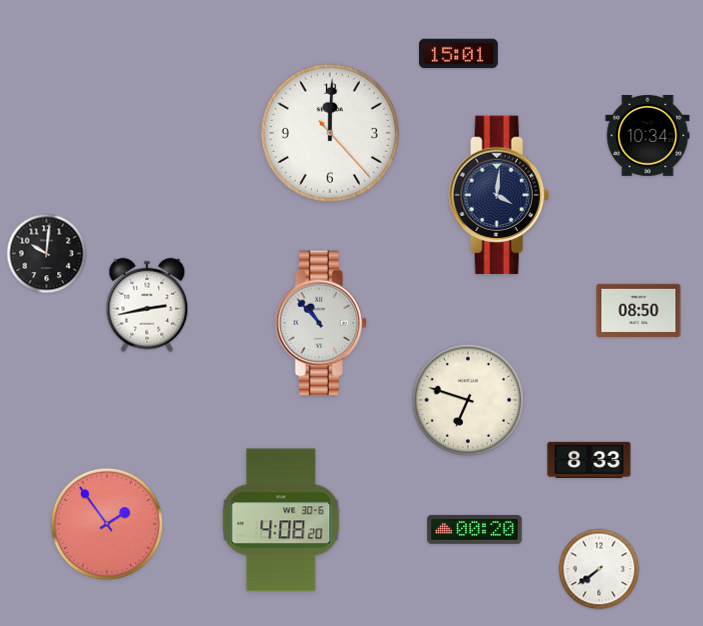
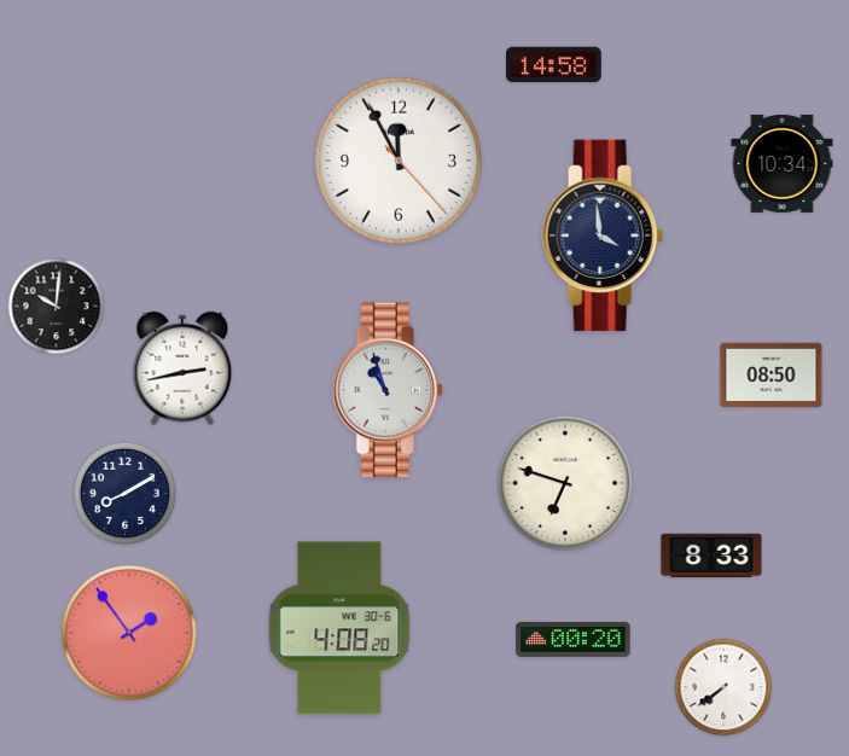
clock at (459, 54): 15:01 -> 14:58
clock at (330, 133): 12:00 -> 11:55
clock at (499, 195): 4:01 -> 3:59
clock at (147, 305) position: (147, 305) -> (182, 368)
clock at (321, 323): 10:53 -> 10:57
clock at (126, 494): none -> 8:10
